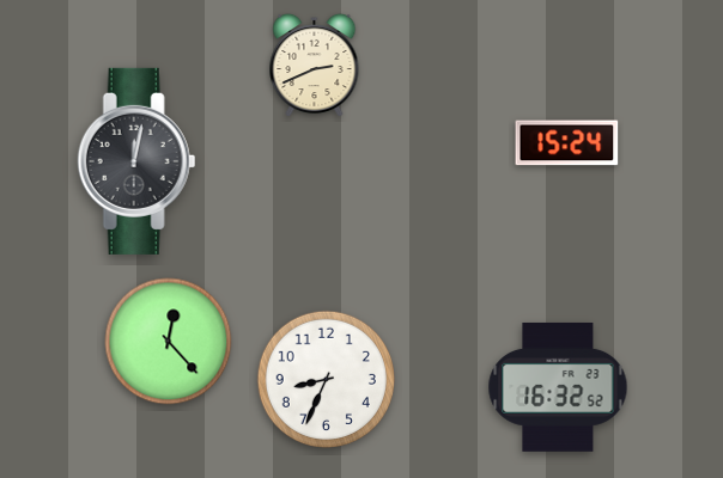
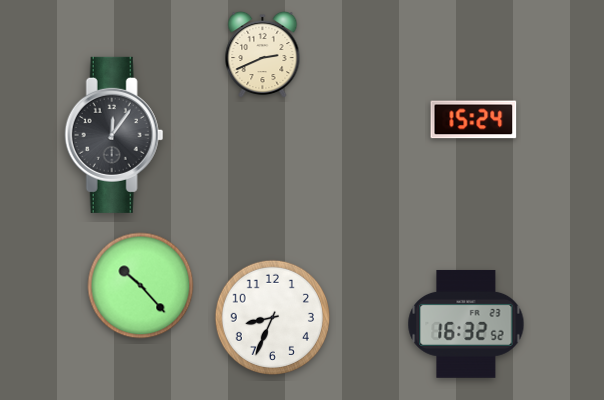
clock at (136, 161): 12:02 -> 12:06
clock at (169, 342): 12:23 -> 10:23
